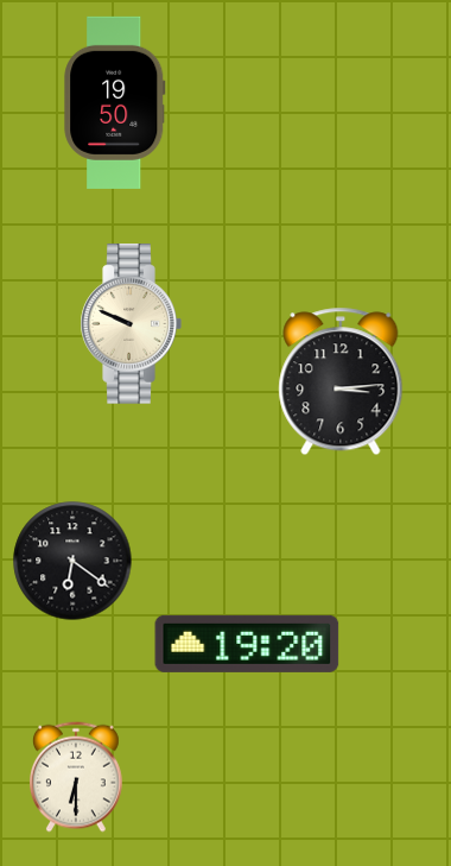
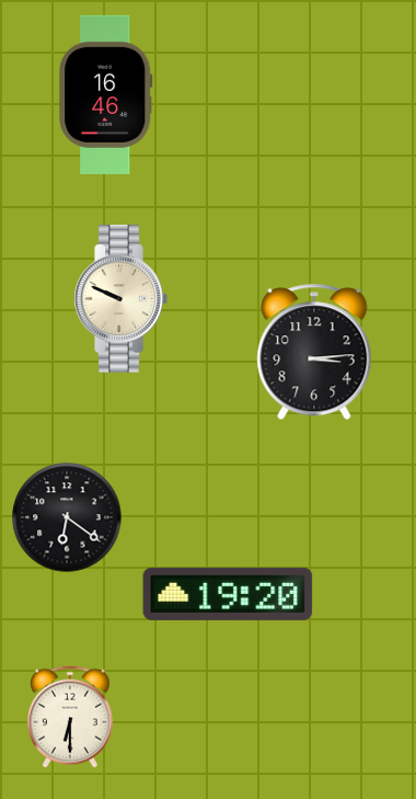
clock at (115, 102): 19:50 -> 16:46
